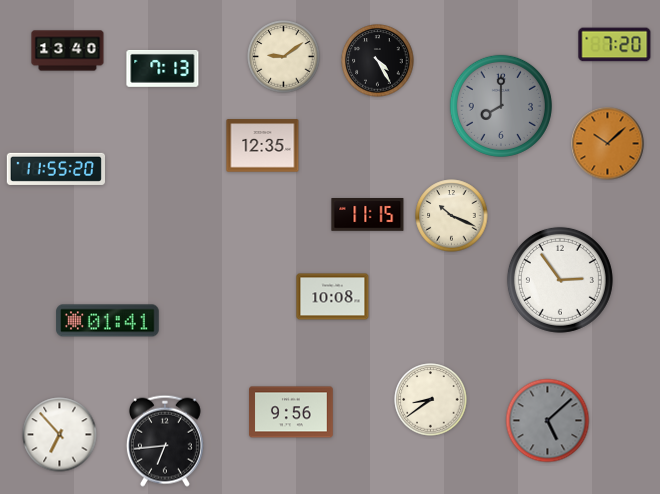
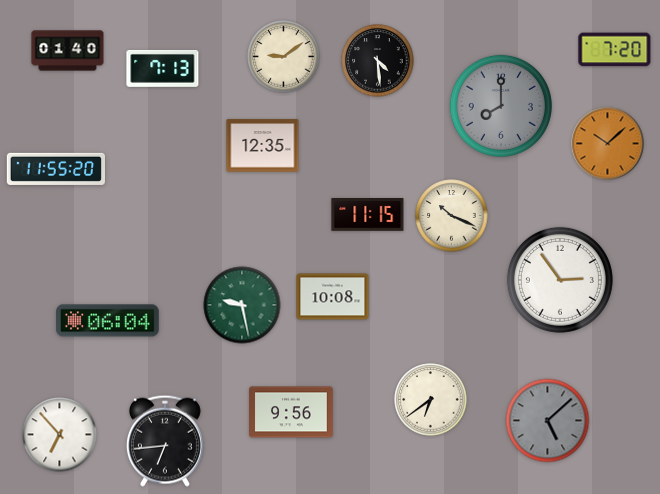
clock at (615, 45) position: (615, 45) -> (615, 50)
clock at (68, 51): 13:40 -> 01:40
clock at (378, 61): 4:25 -> 4:29
clock at (242, 305): none -> 9:28
clock at (108, 321): 01:41 -> 06:04
clock at (431, 400): 8:39 -> 6:39
